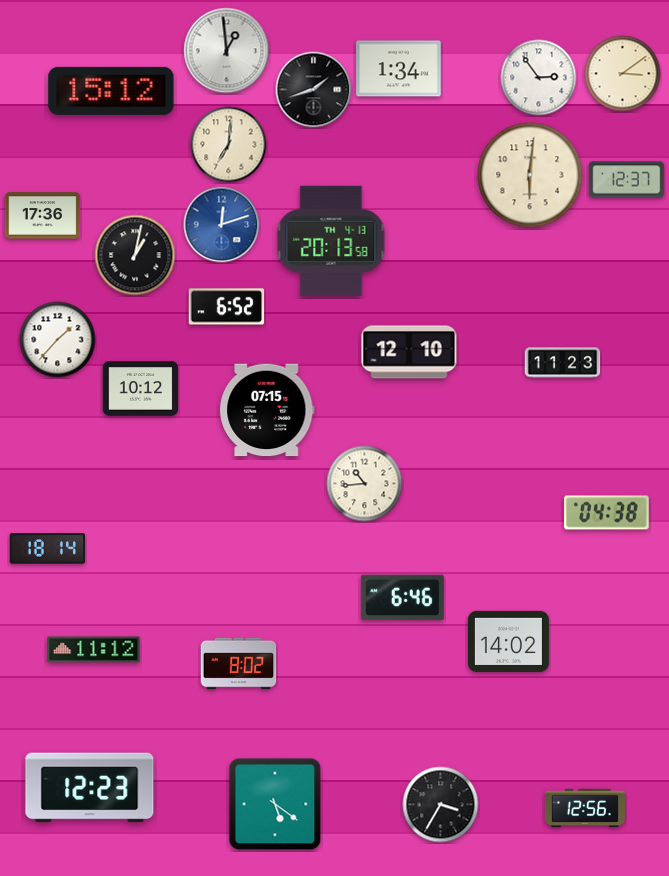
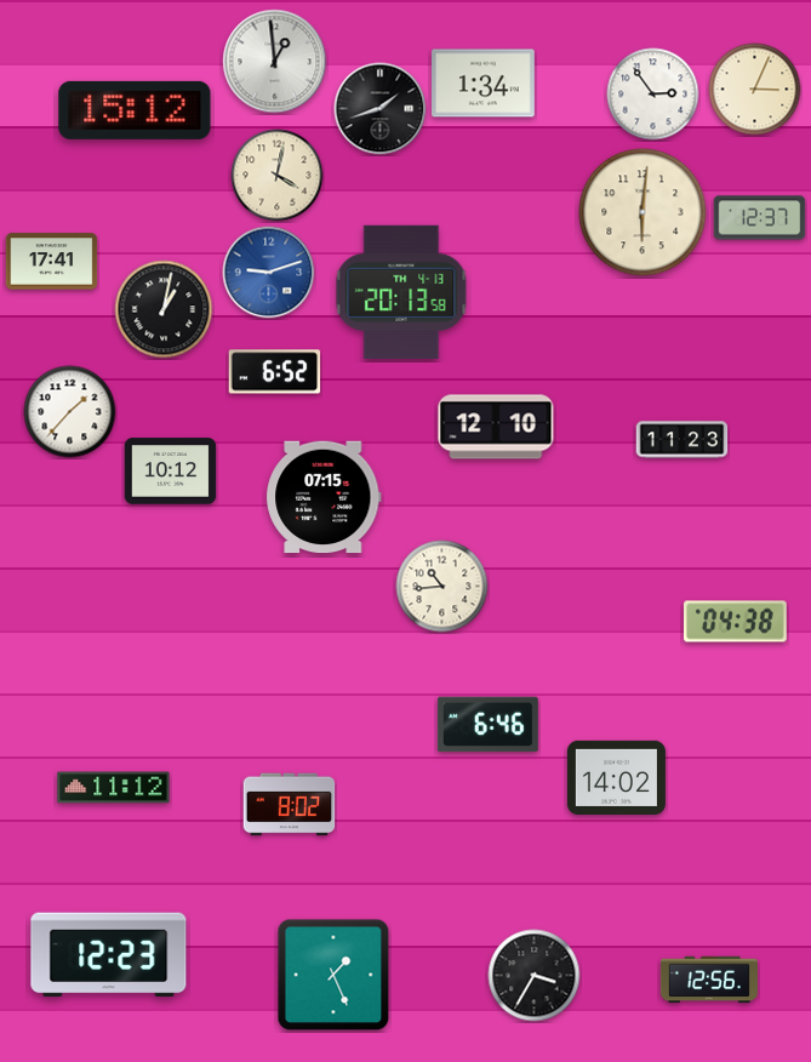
clock at (623, 74): 3:09 -> 3:04
clock at (229, 145): 7:01 -> 4:02
clock at (43, 216): 17:36 -> 17:41
clock at (222, 225): 12:12 -> 9:12
clock at (48, 549): 18:14 -> none
clock at (275, 804): 5:21 -> 1:26
